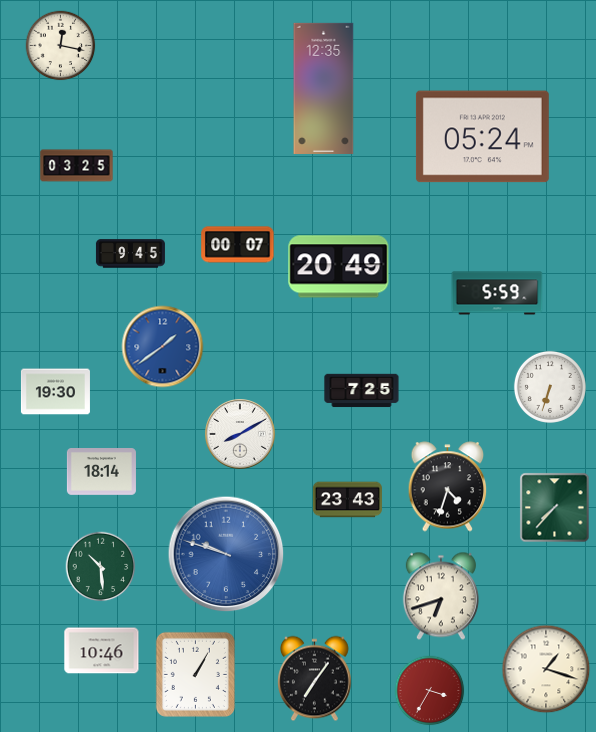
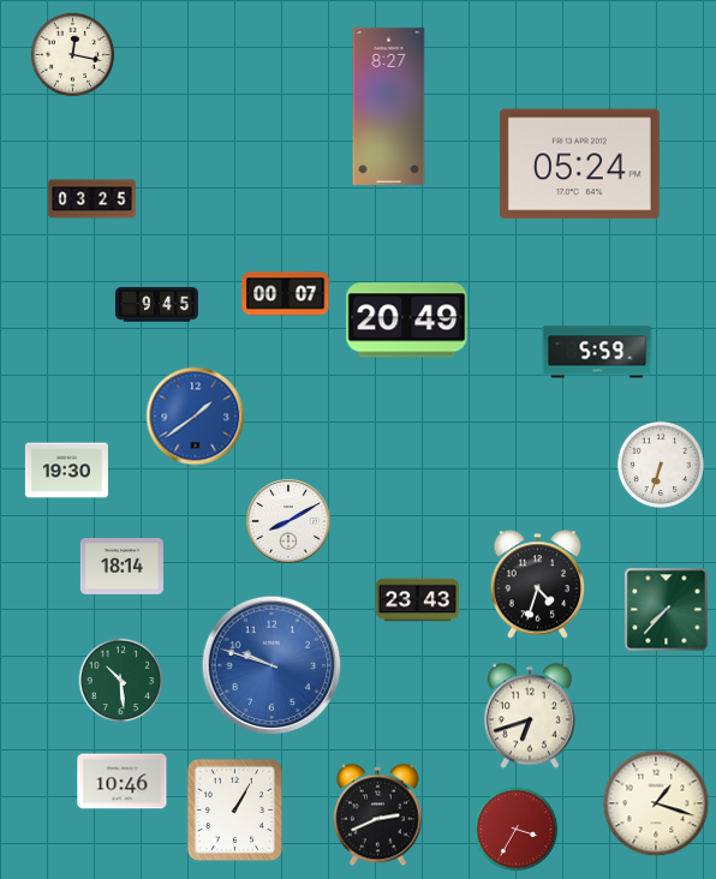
clock at (324, 88): 12:35 -> 8:27
clock at (362, 391): 7:25 -> none
clock at (315, 679): 7:06 -> 2:41
